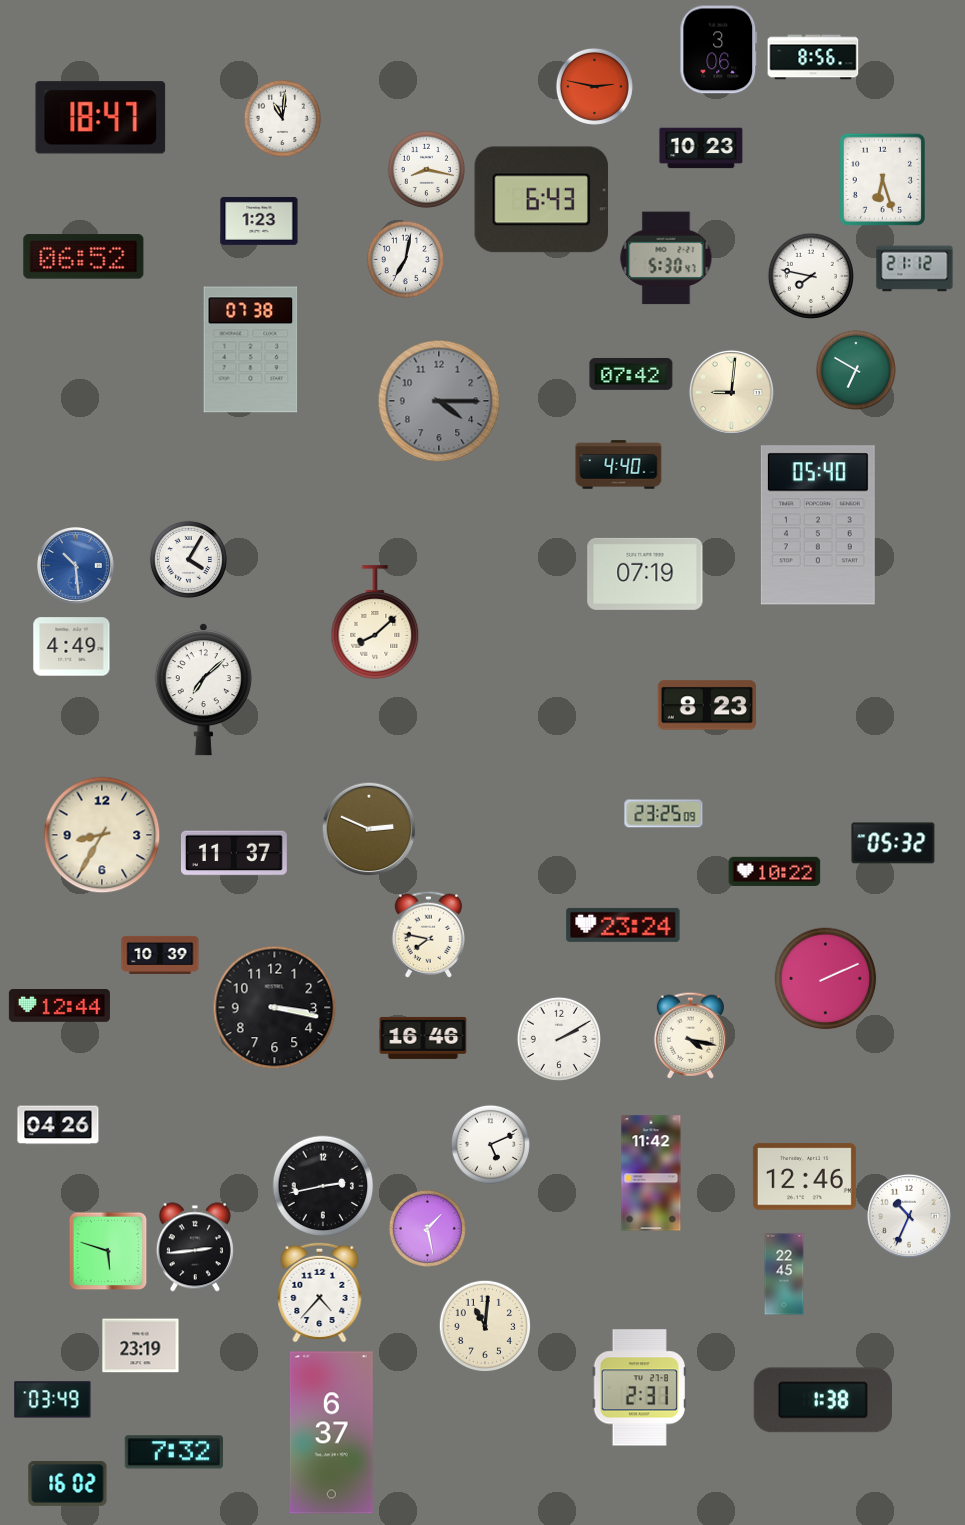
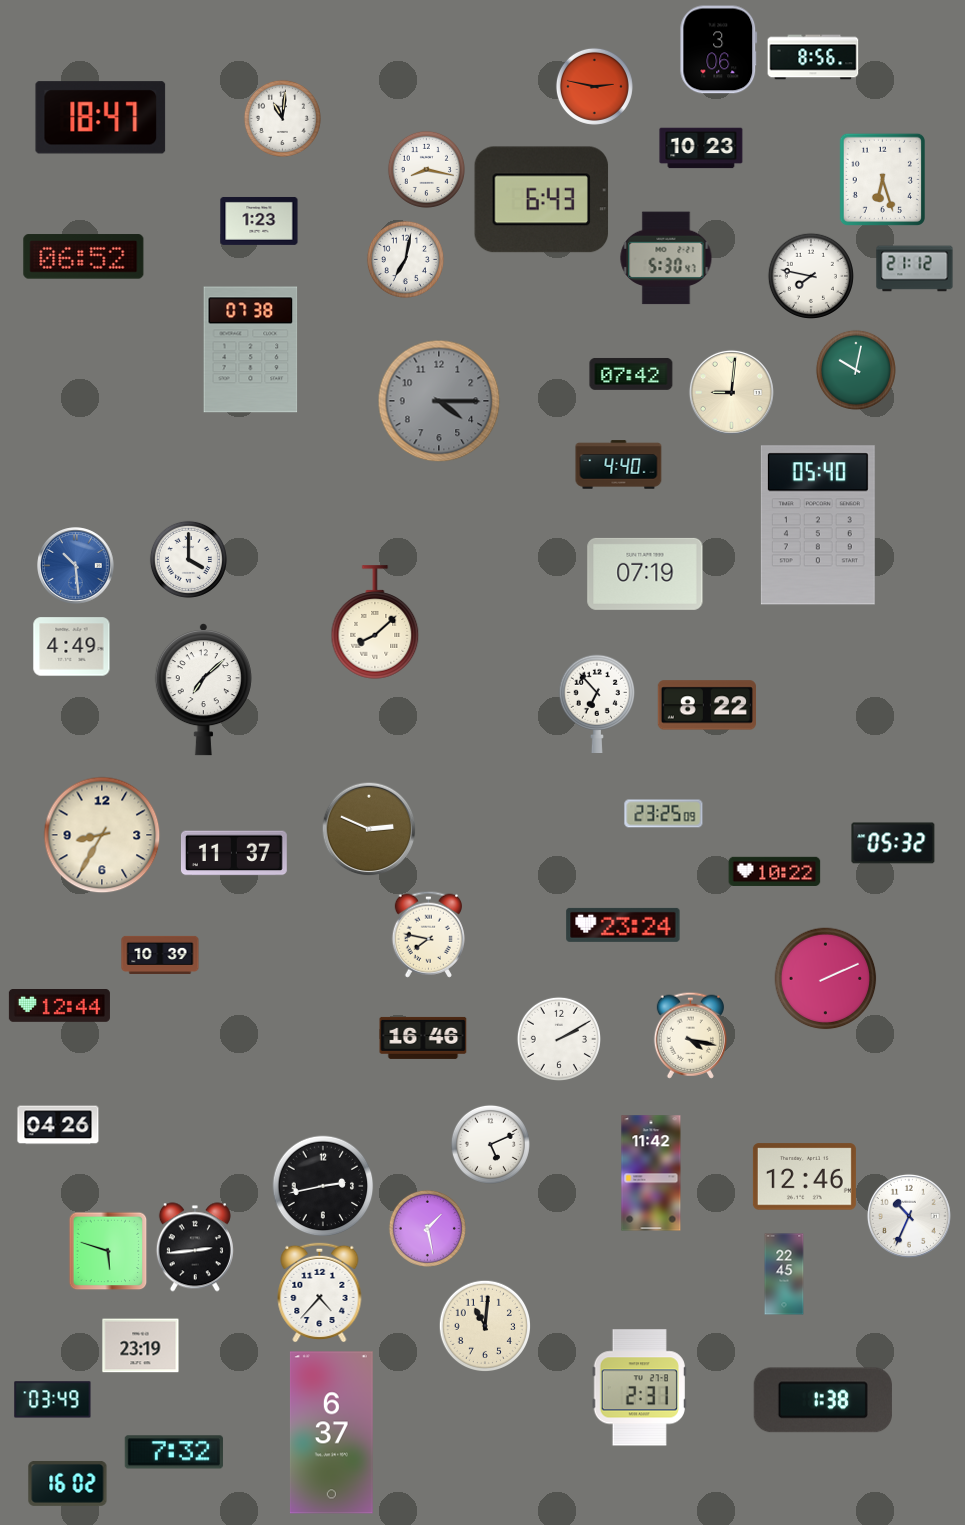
clock at (856, 370): 6:50 -> 10:02
clock at (188, 559): 4:05 -> 4:00
clock at (596, 703): none -> 6:53
clock at (707, 705): 8:23 -> 8:22
clock at (275, 1008): 3:17 -> none
